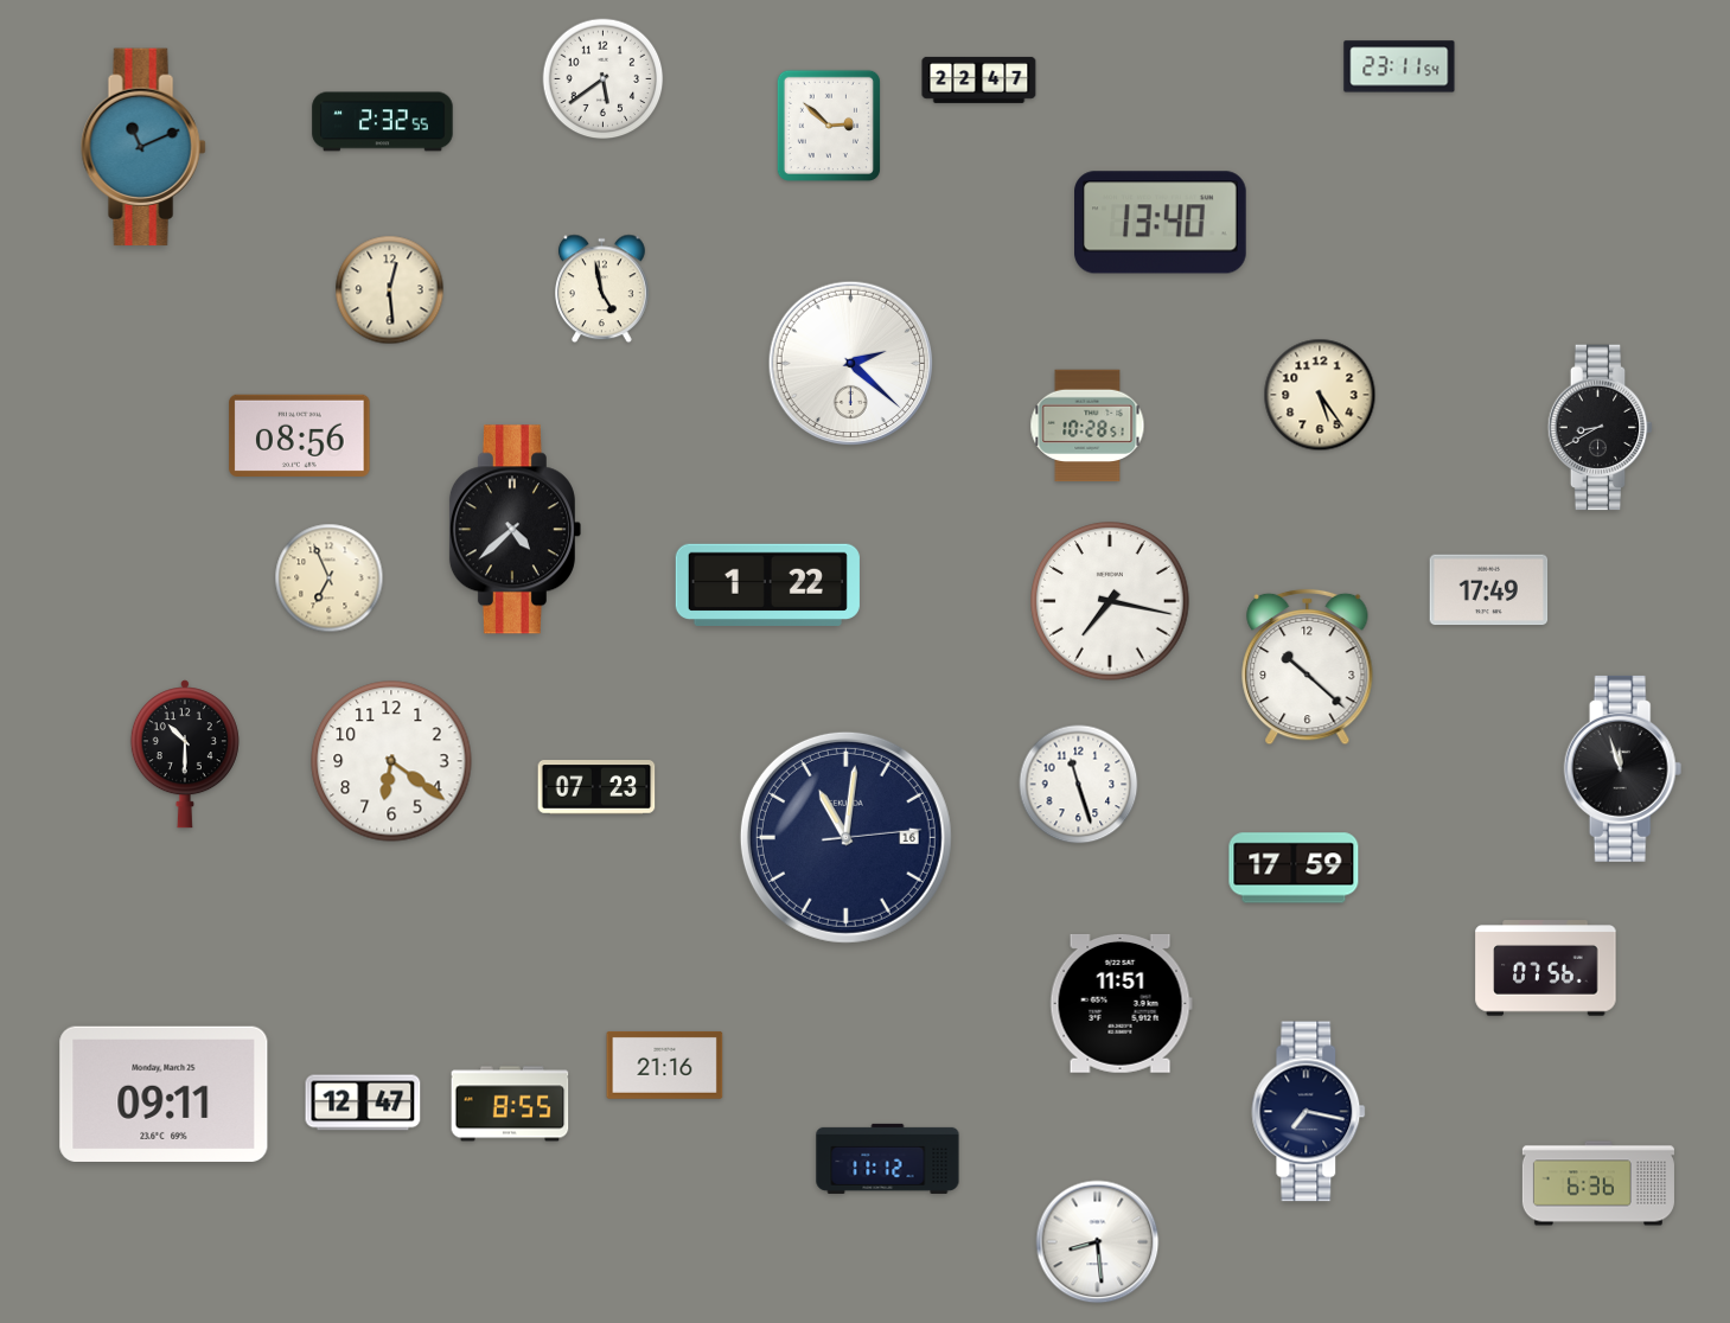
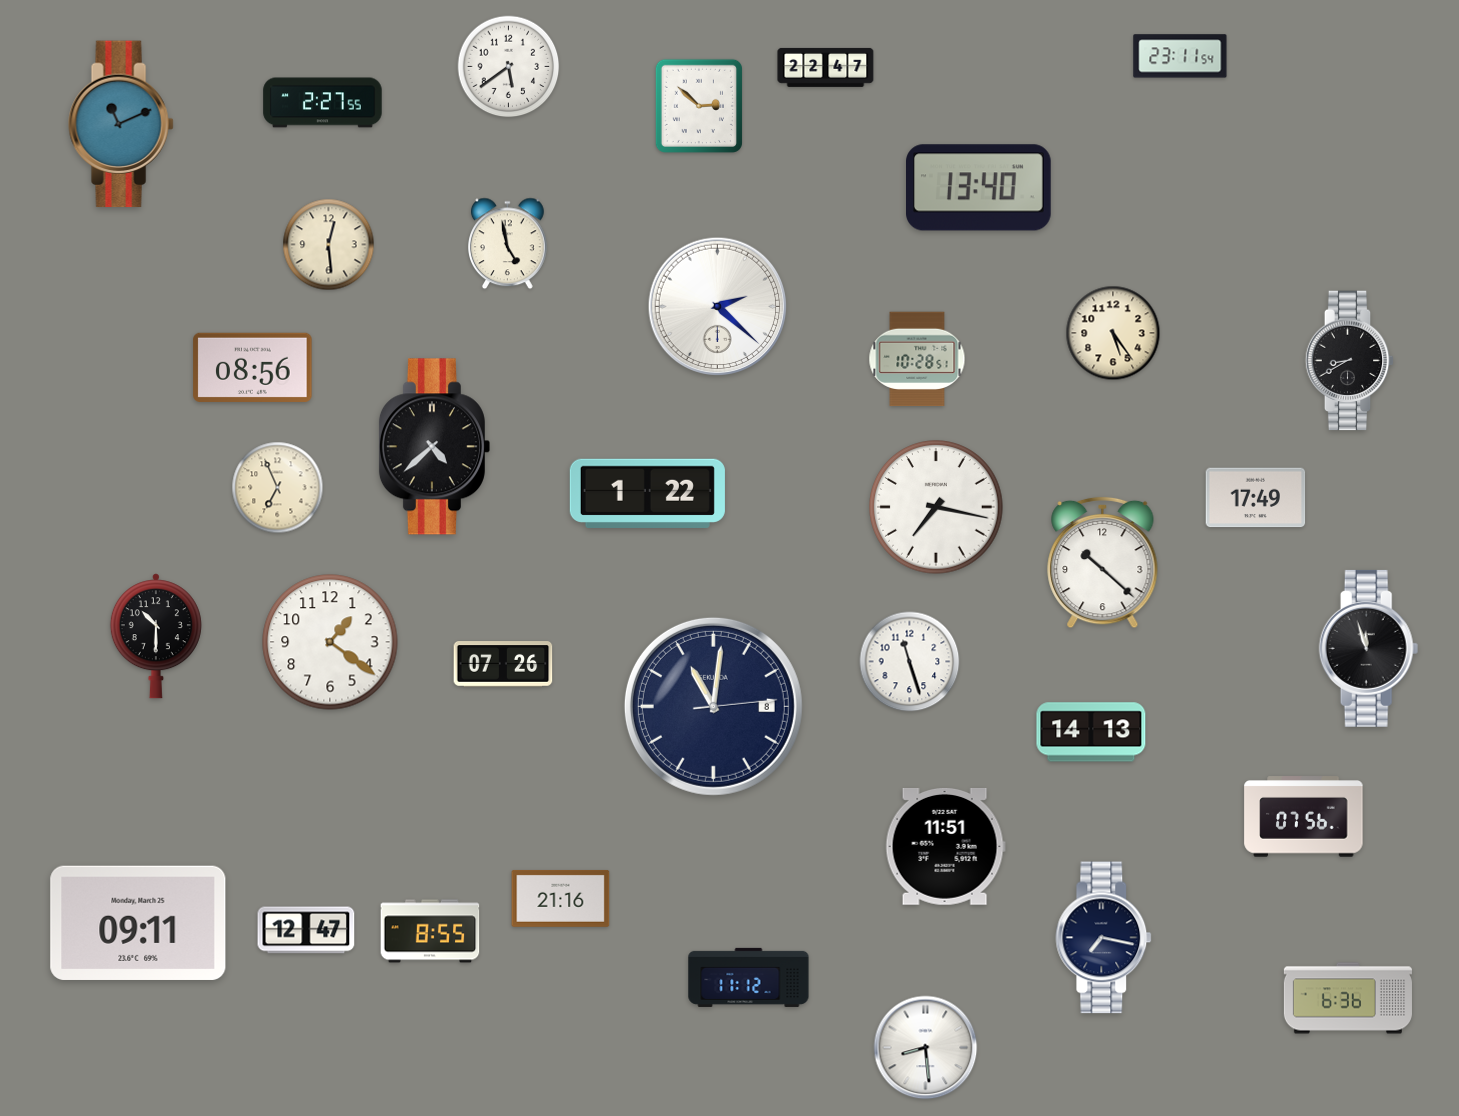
clock at (383, 122): 2:32 -> 2:27
clock at (391, 761): 6:21 -> 1:21
clock at (596, 787): 07:23 -> 07:26
clock at (845, 837) date: 16 -> 8
clock at (1294, 868): 17:59 -> 14:13
